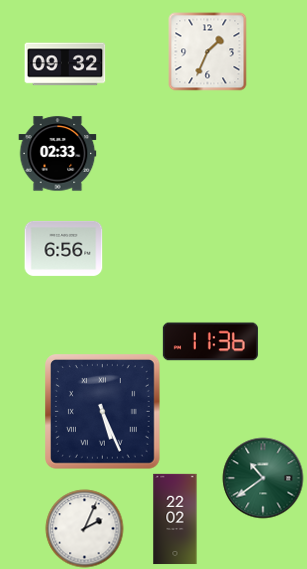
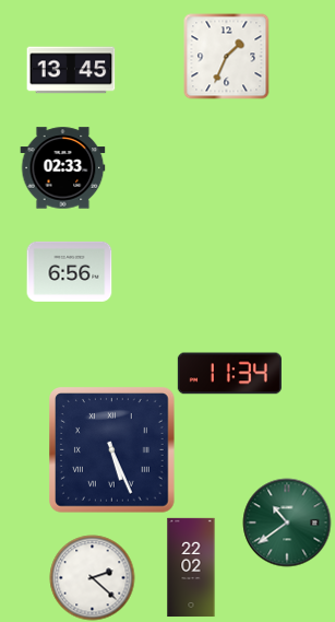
clock at (65, 64): 09:32 -> 13:45
clock at (210, 342): 11:36 -> 11:34
clock at (84, 528): 2:04 -> 2:22
